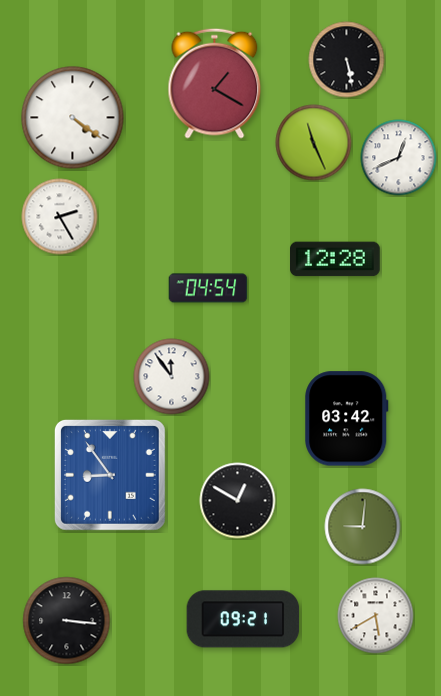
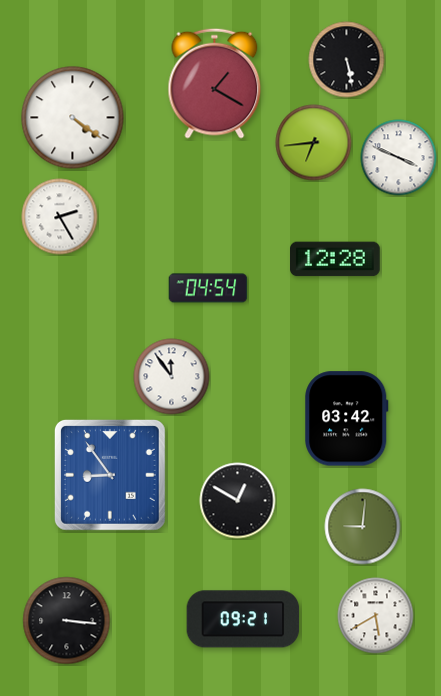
clock at (314, 143): 11:26 -> 6:44
clock at (399, 158): 12:41 -> 3:49
